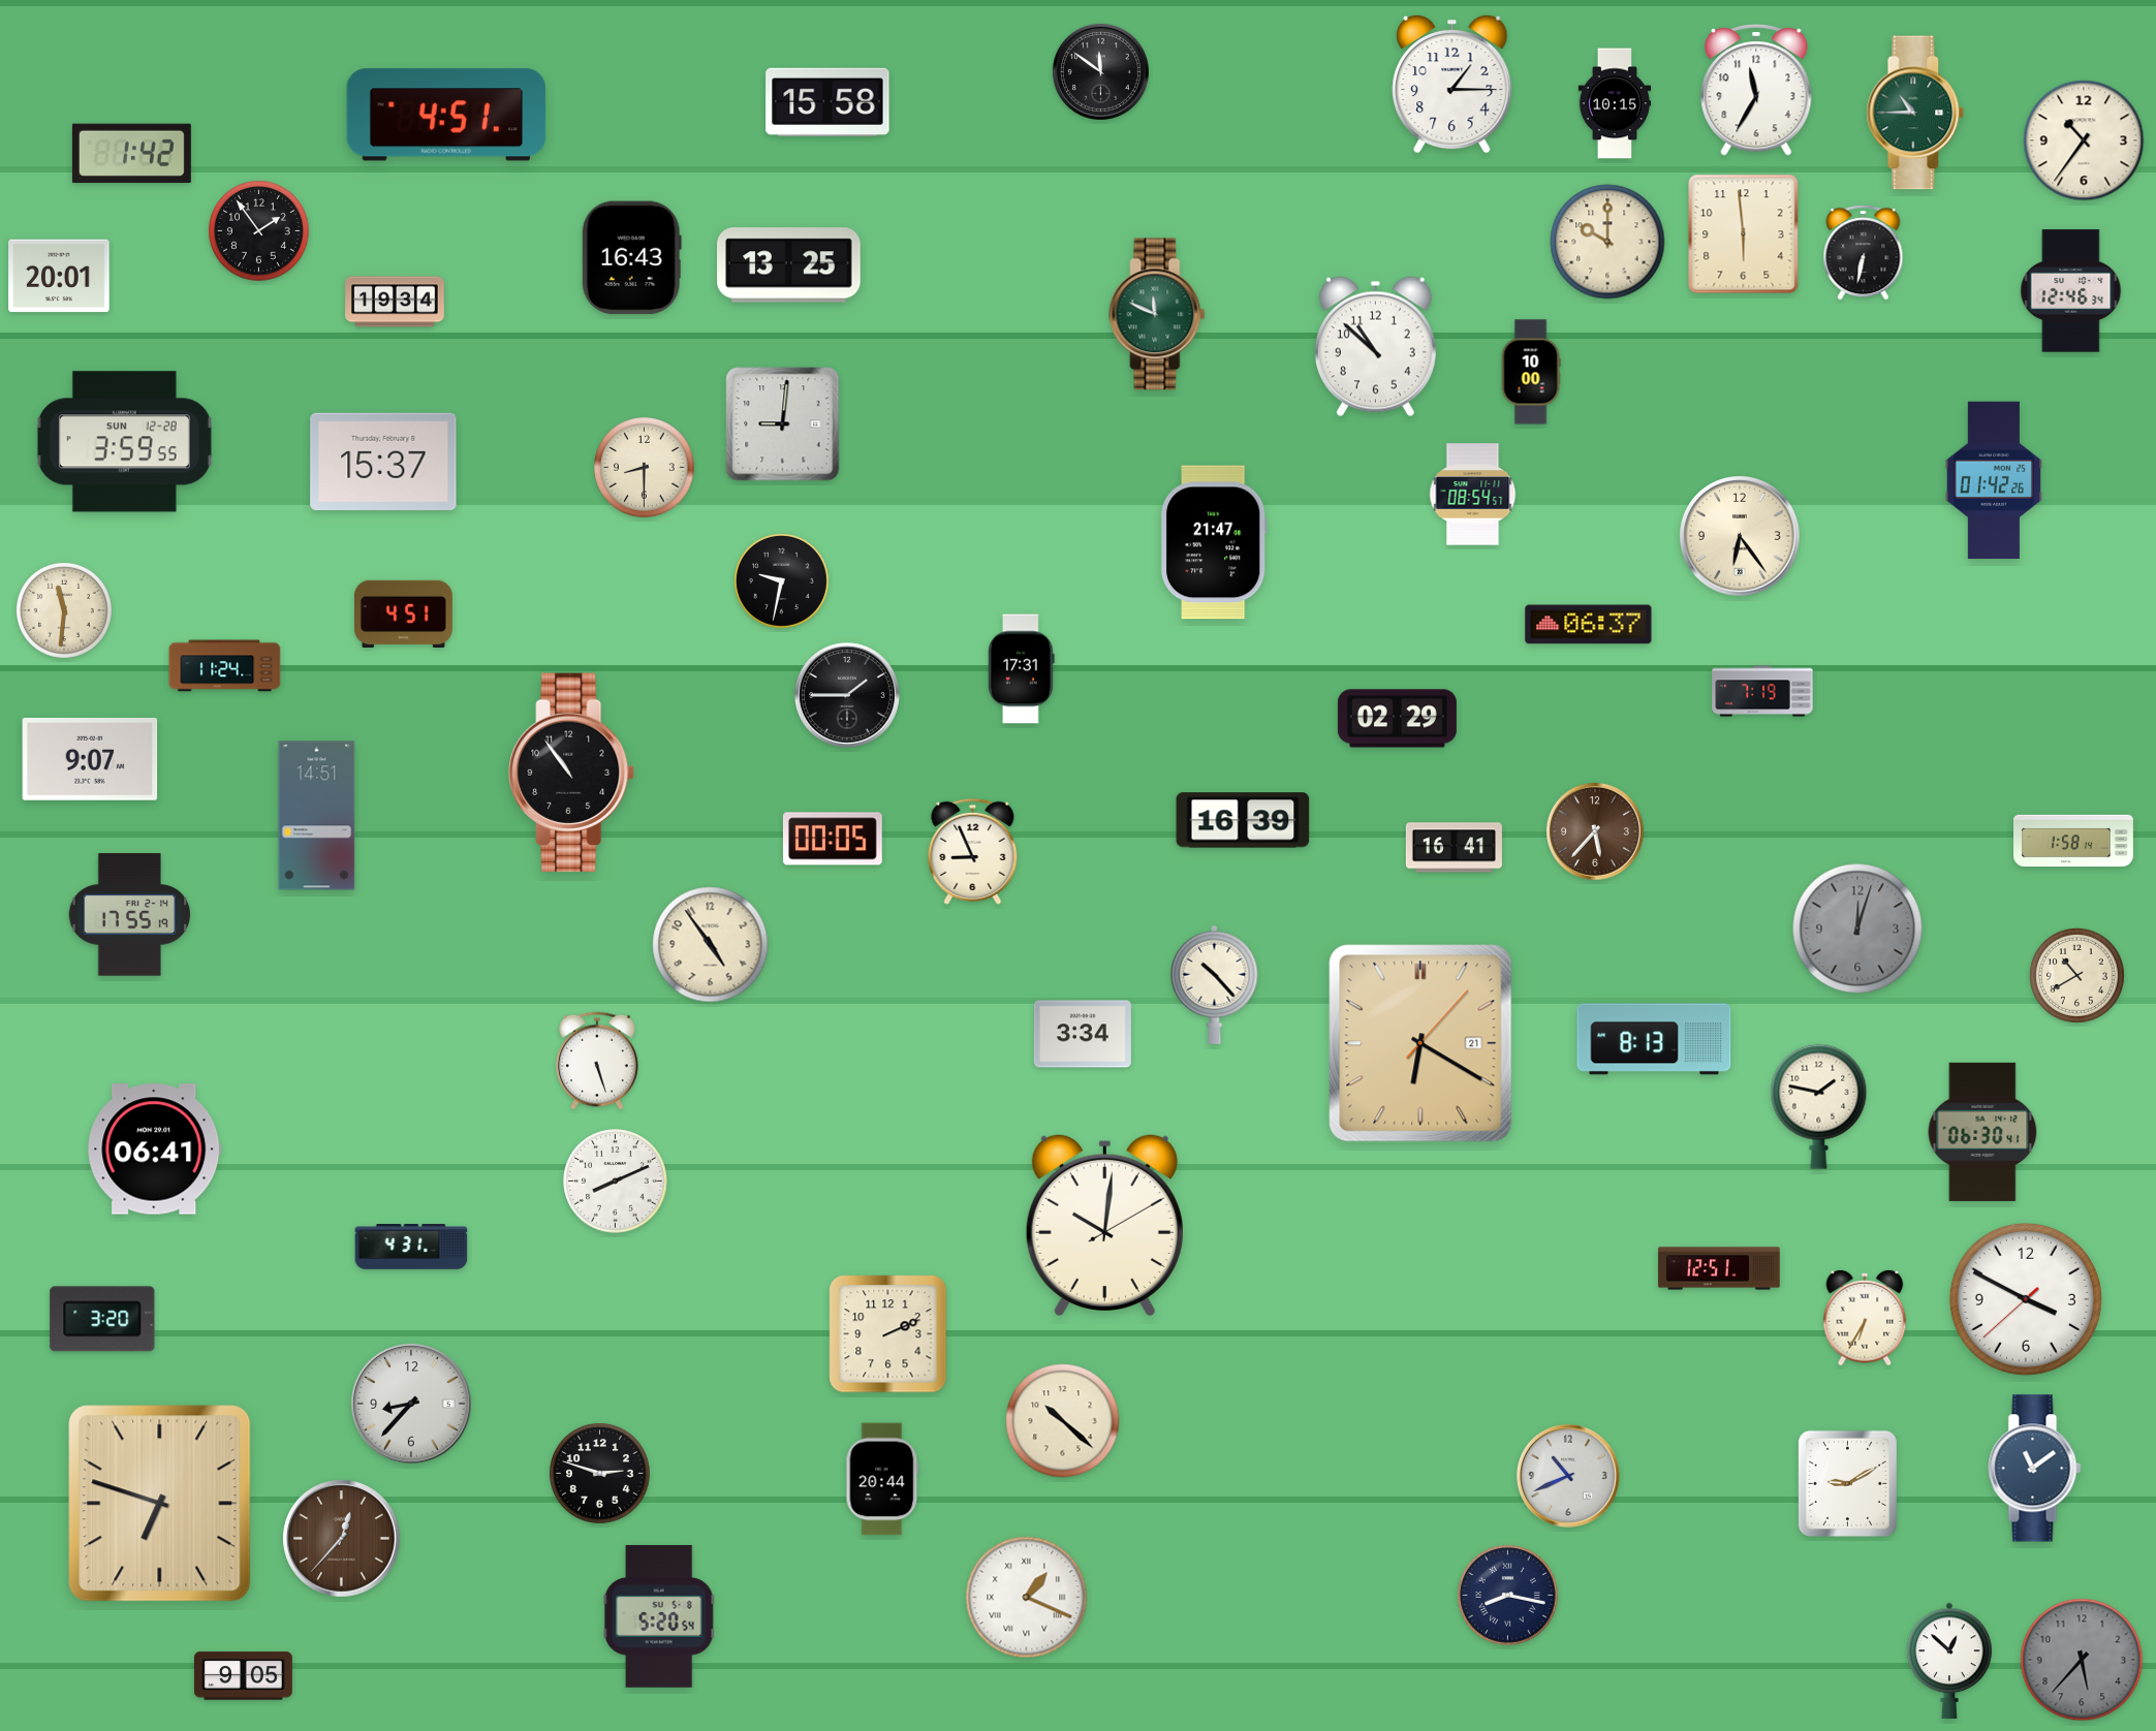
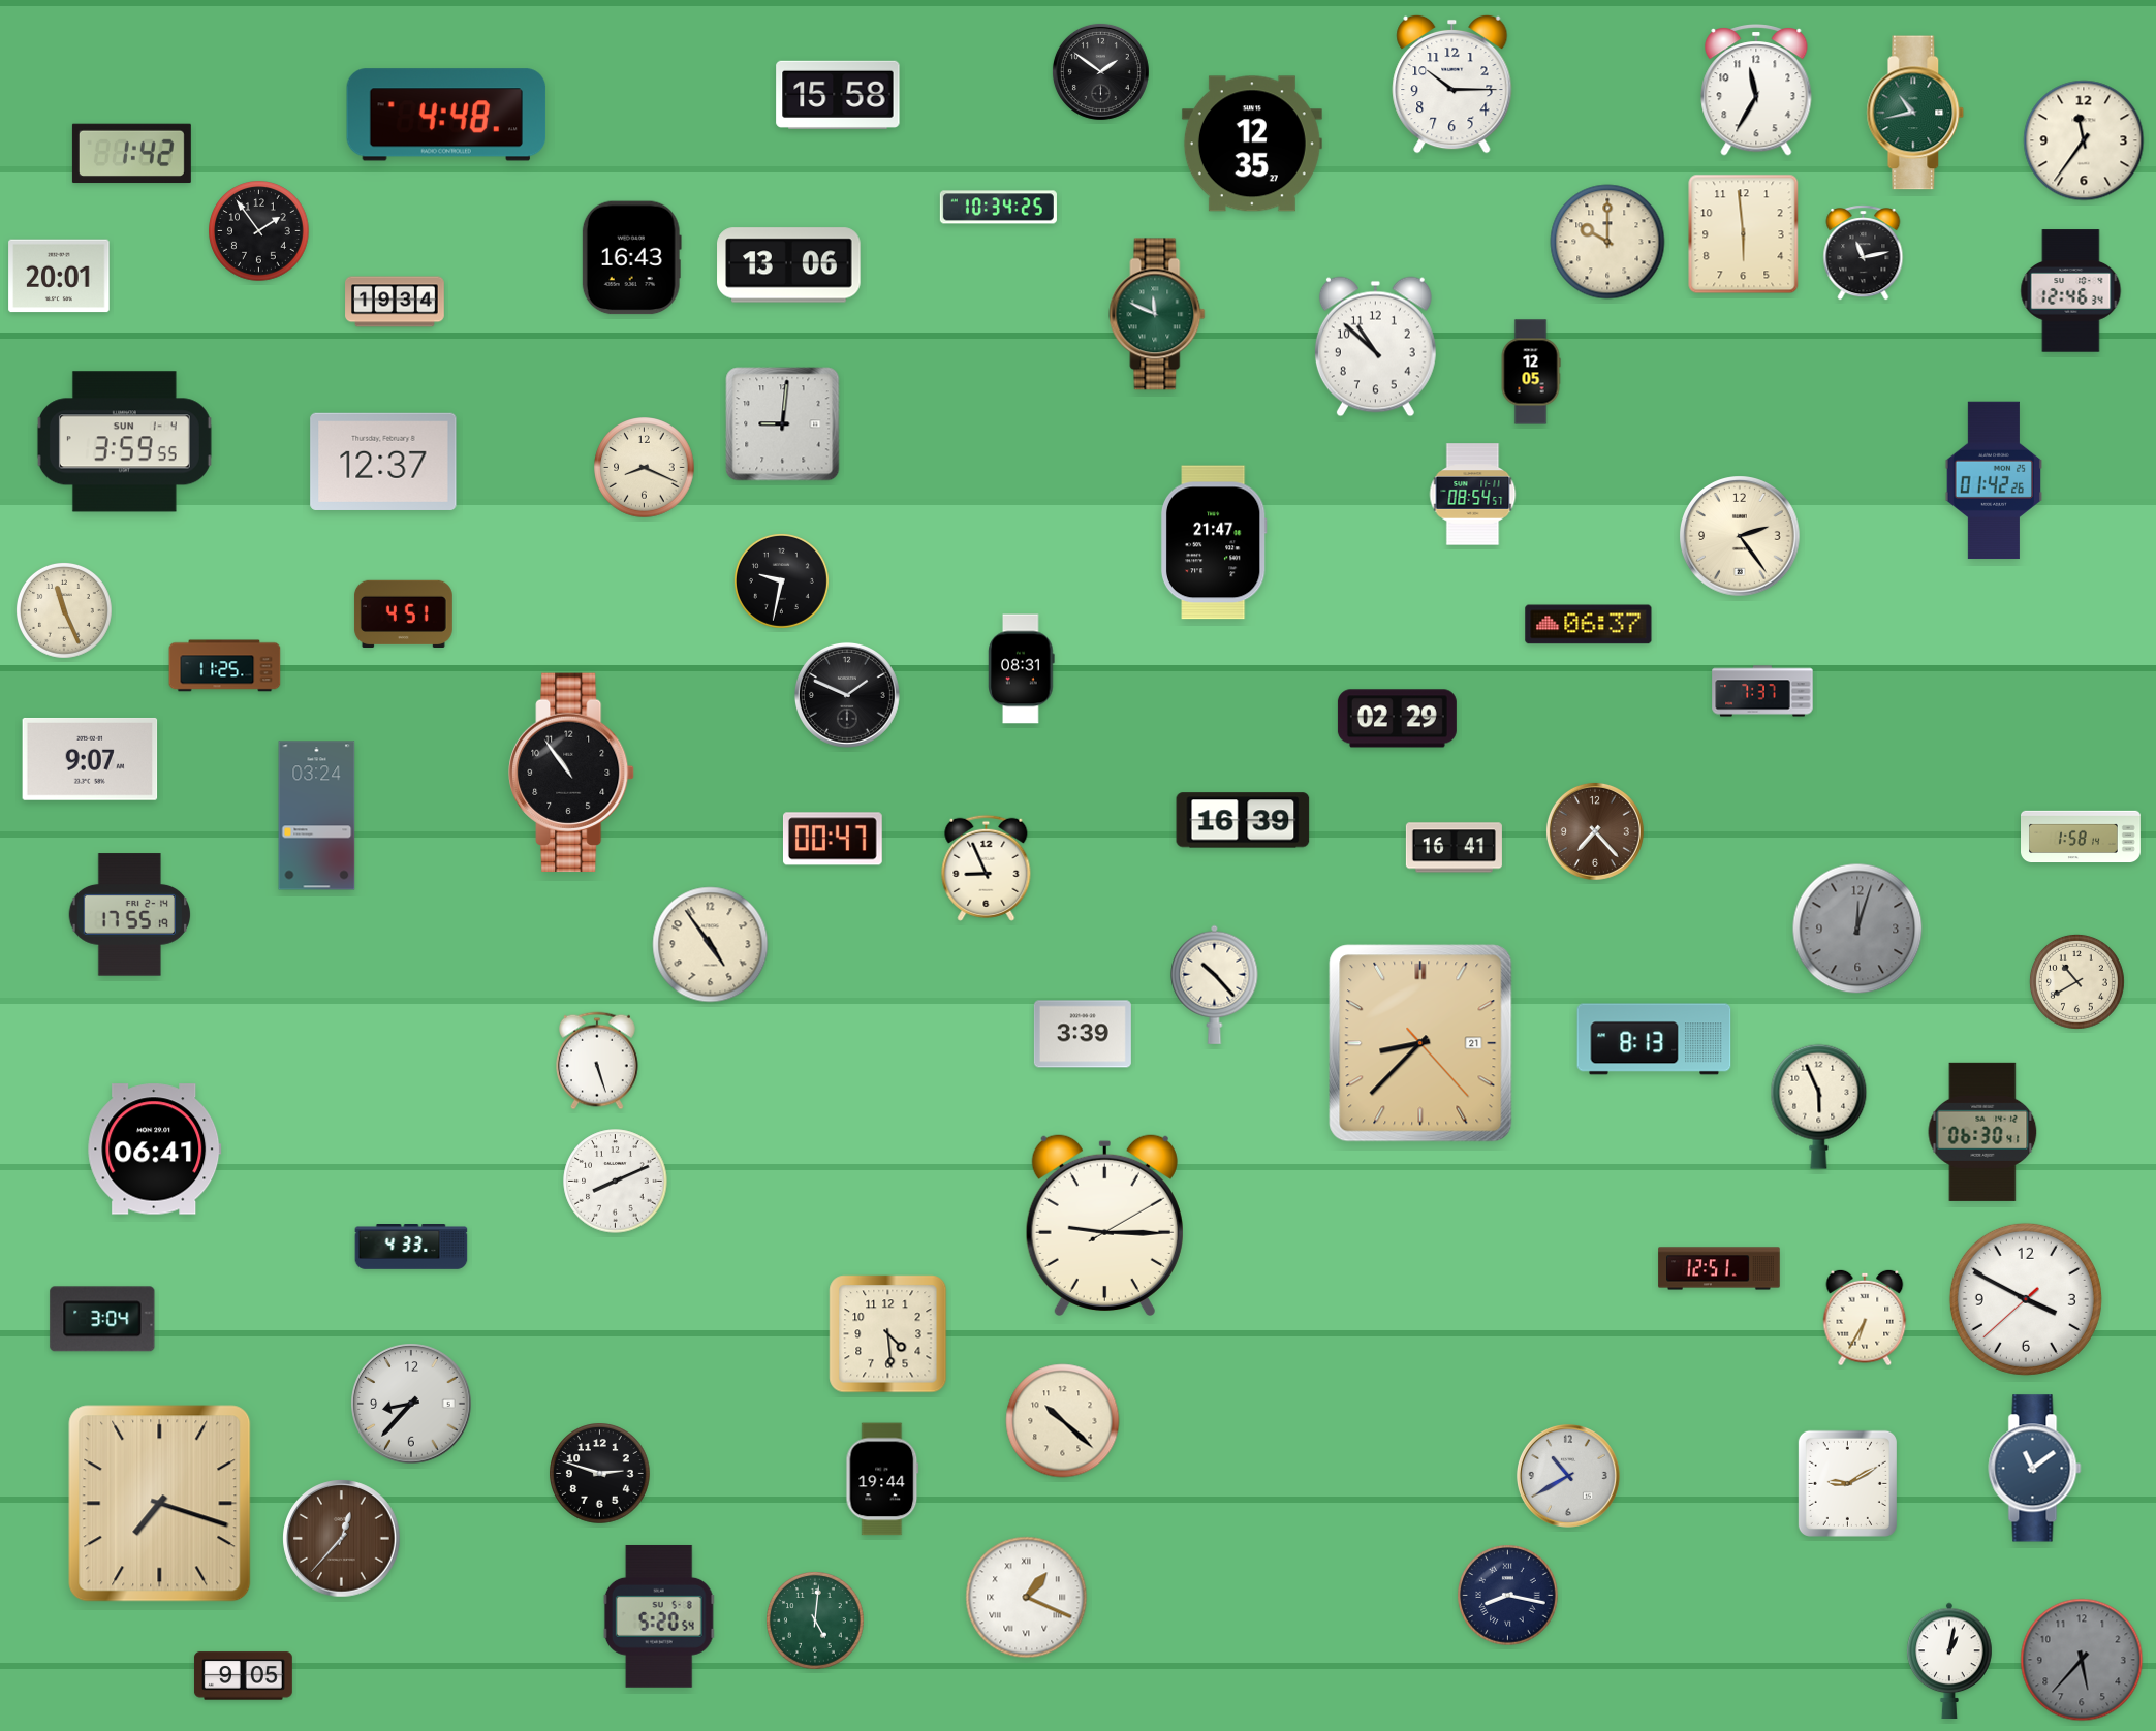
clock at (1100, 71): 11:51 -> 1:51
clock at (1452, 84): 1:15 -> 10:15
clock at (827, 102) position: (827, 102) -> (838, 95)
clock at (1615, 103): 10:15 -> none
clock at (1915, 113): 10:45 -> 10:43
clock at (446, 115): 4:51 -> 4:48
clock at (2084, 140): 10:36 -> 11:36
clock at (1252, 144): none -> 12:35
clock at (998, 208): none -> 10:34
clock at (1864, 253): 6:32 -> 11:13
clock at (789, 265): 13:25 -> 13:06
clock at (1531, 372): 10:00 -> 12:05
clock at (124, 442) date: SUN 12-28 -> SUN 1-4
clock at (383, 462): 15:37 -> 12:37
clock at (645, 468): 8:30 -> 8:19
clock at (1740, 536): 6:24 -> 2:24
clock at (64, 610): 11:31 -> 11:26
clock at (225, 666): 11:24 -> 11:25
clock at (1022, 669): 17:31 -> 08:31
clock at (1762, 691): 7:19 -> 7:37
clock at (847, 695): 1:45 -> 1:49
clock at (317, 816): 14:51 -> 03:24
clock at (1595, 831): 5:37 -> 7:23
clock at (833, 839): 00:05 -> 00:47
clock at (2074, 841) position: (2074, 841) -> (2082, 837)
clock at (973, 851) position: (973, 851) -> (987, 868)
clock at (2076, 975) position: (2076, 975) -> (2076, 981)
clock at (1083, 1034): 3:34 -> 3:39
clock at (1420, 1043): 6:20 -> 8:37
clock at (1819, 1106): 1:47 -> 5:56
clock at (1104, 1225): 10:01 -> 9:15
clock at (411, 1248): 4:31 -> 4:33
clock at (102, 1319): 3:20 -> 3:04
clock at (888, 1334): 2:11 -> 4:29
clock at (1568, 1476): 10:41 -> 10:40
clock at (882, 1479): 20:44 -> 19:44
clock at (160, 1504): 6:48 -> 7:18
clock at (816, 1622): none -> 5:01
clock at (1949, 1661): 12:52 -> 1:02
